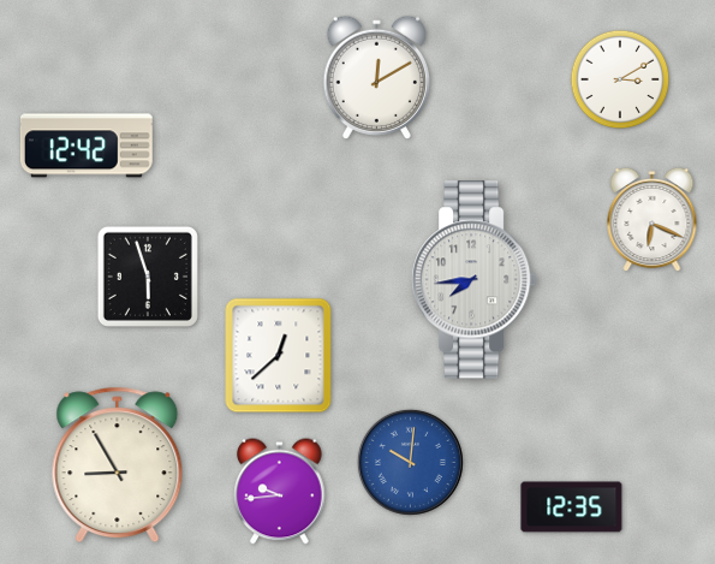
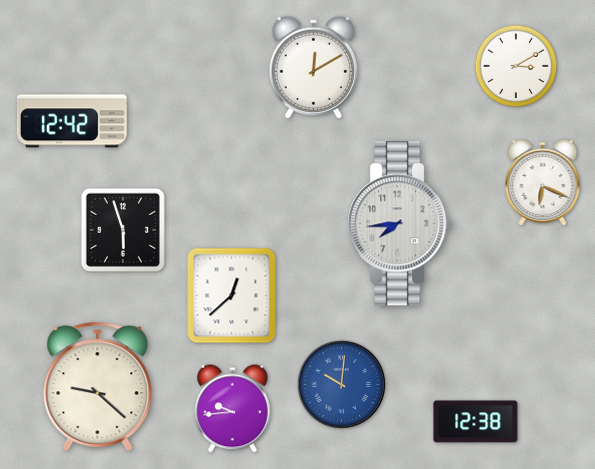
clock at (376, 77) position: (376, 77) -> (313, 67)
clock at (475, 280) position: (475, 280) -> (400, 224)
clock at (118, 465): 8:55 -> 9:22
clock at (572, 507): 12:35 -> 12:38
